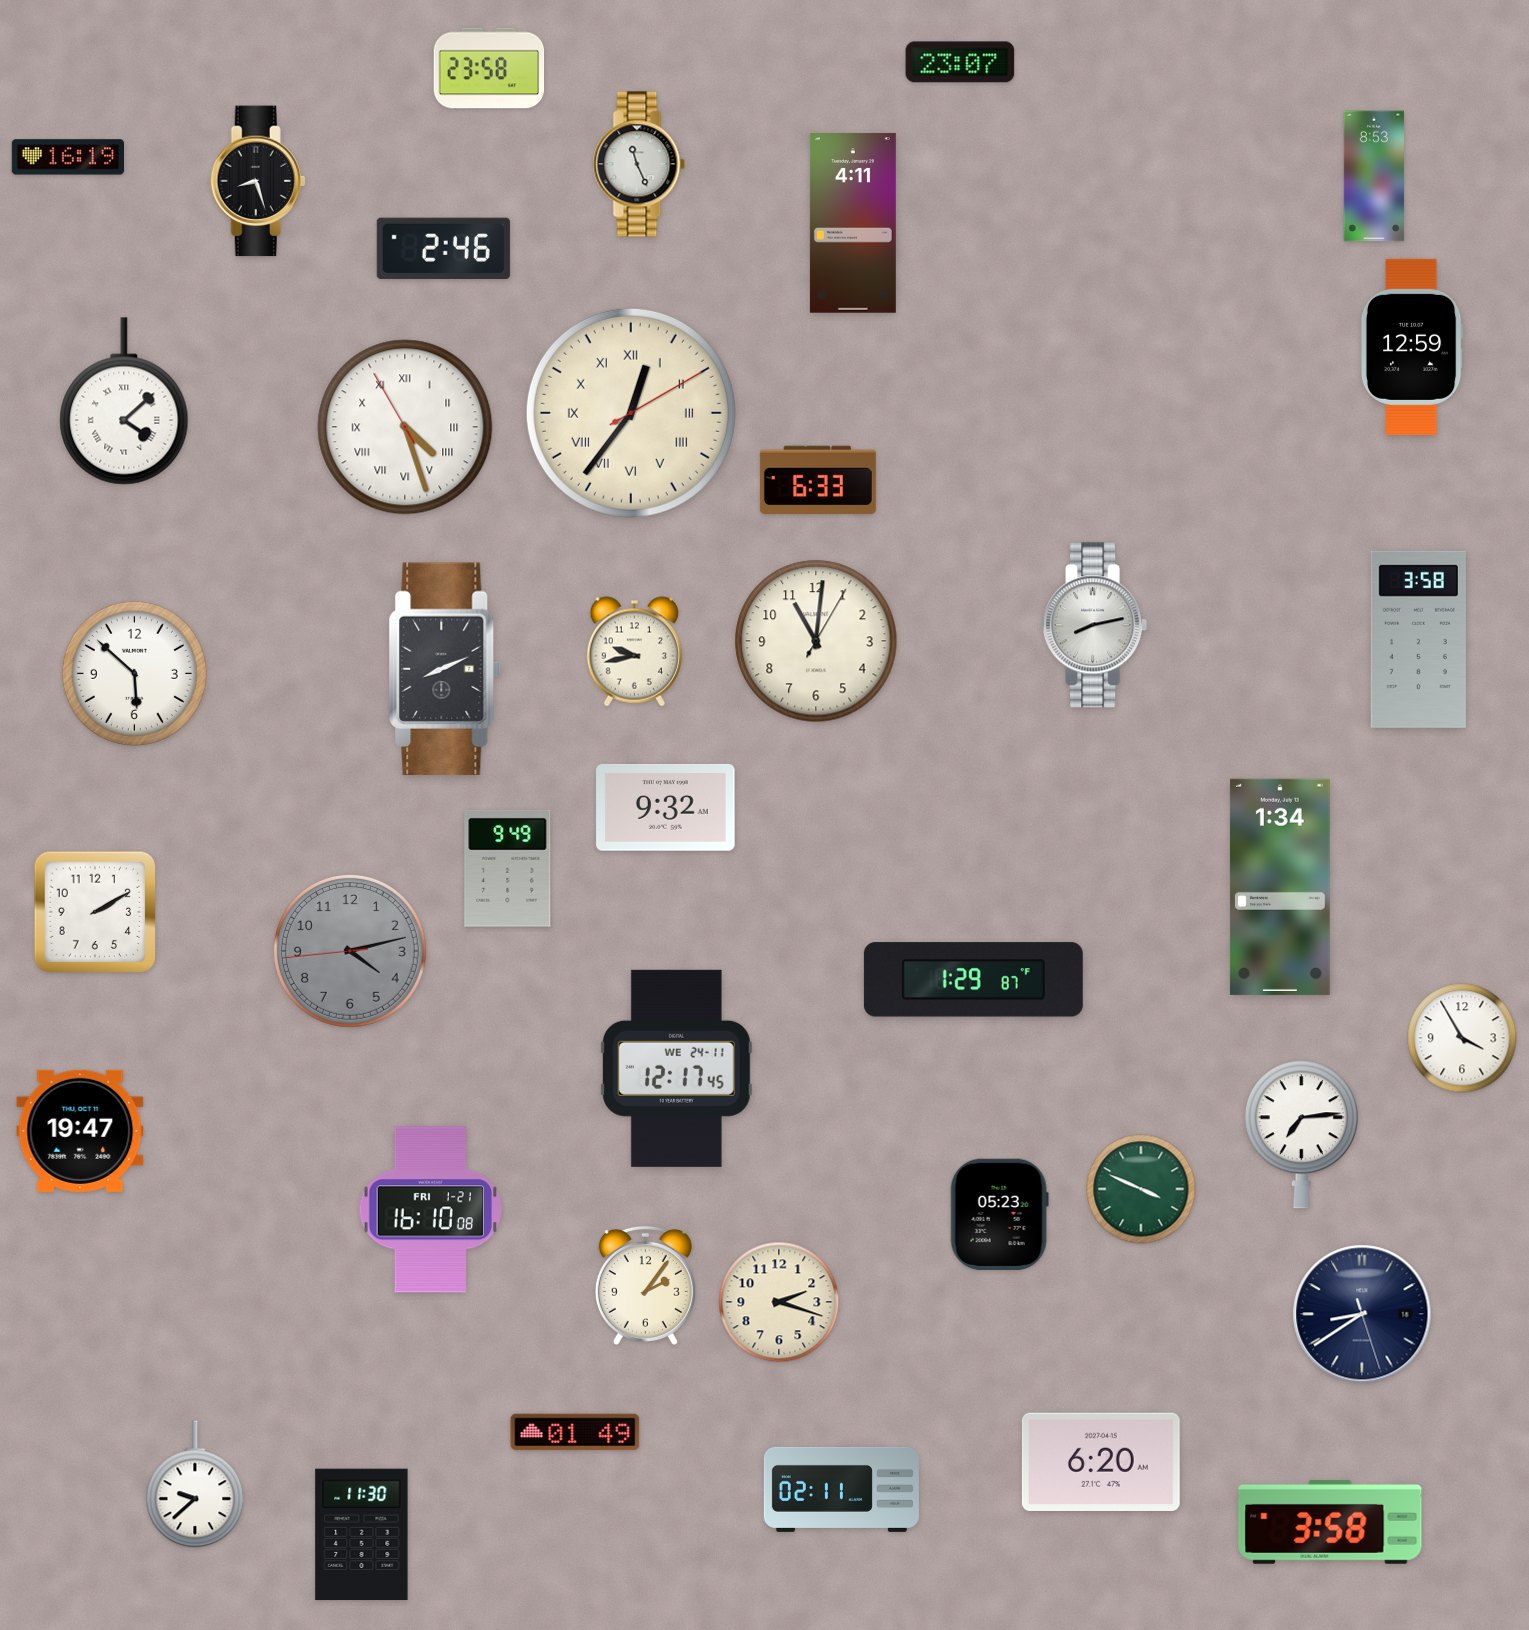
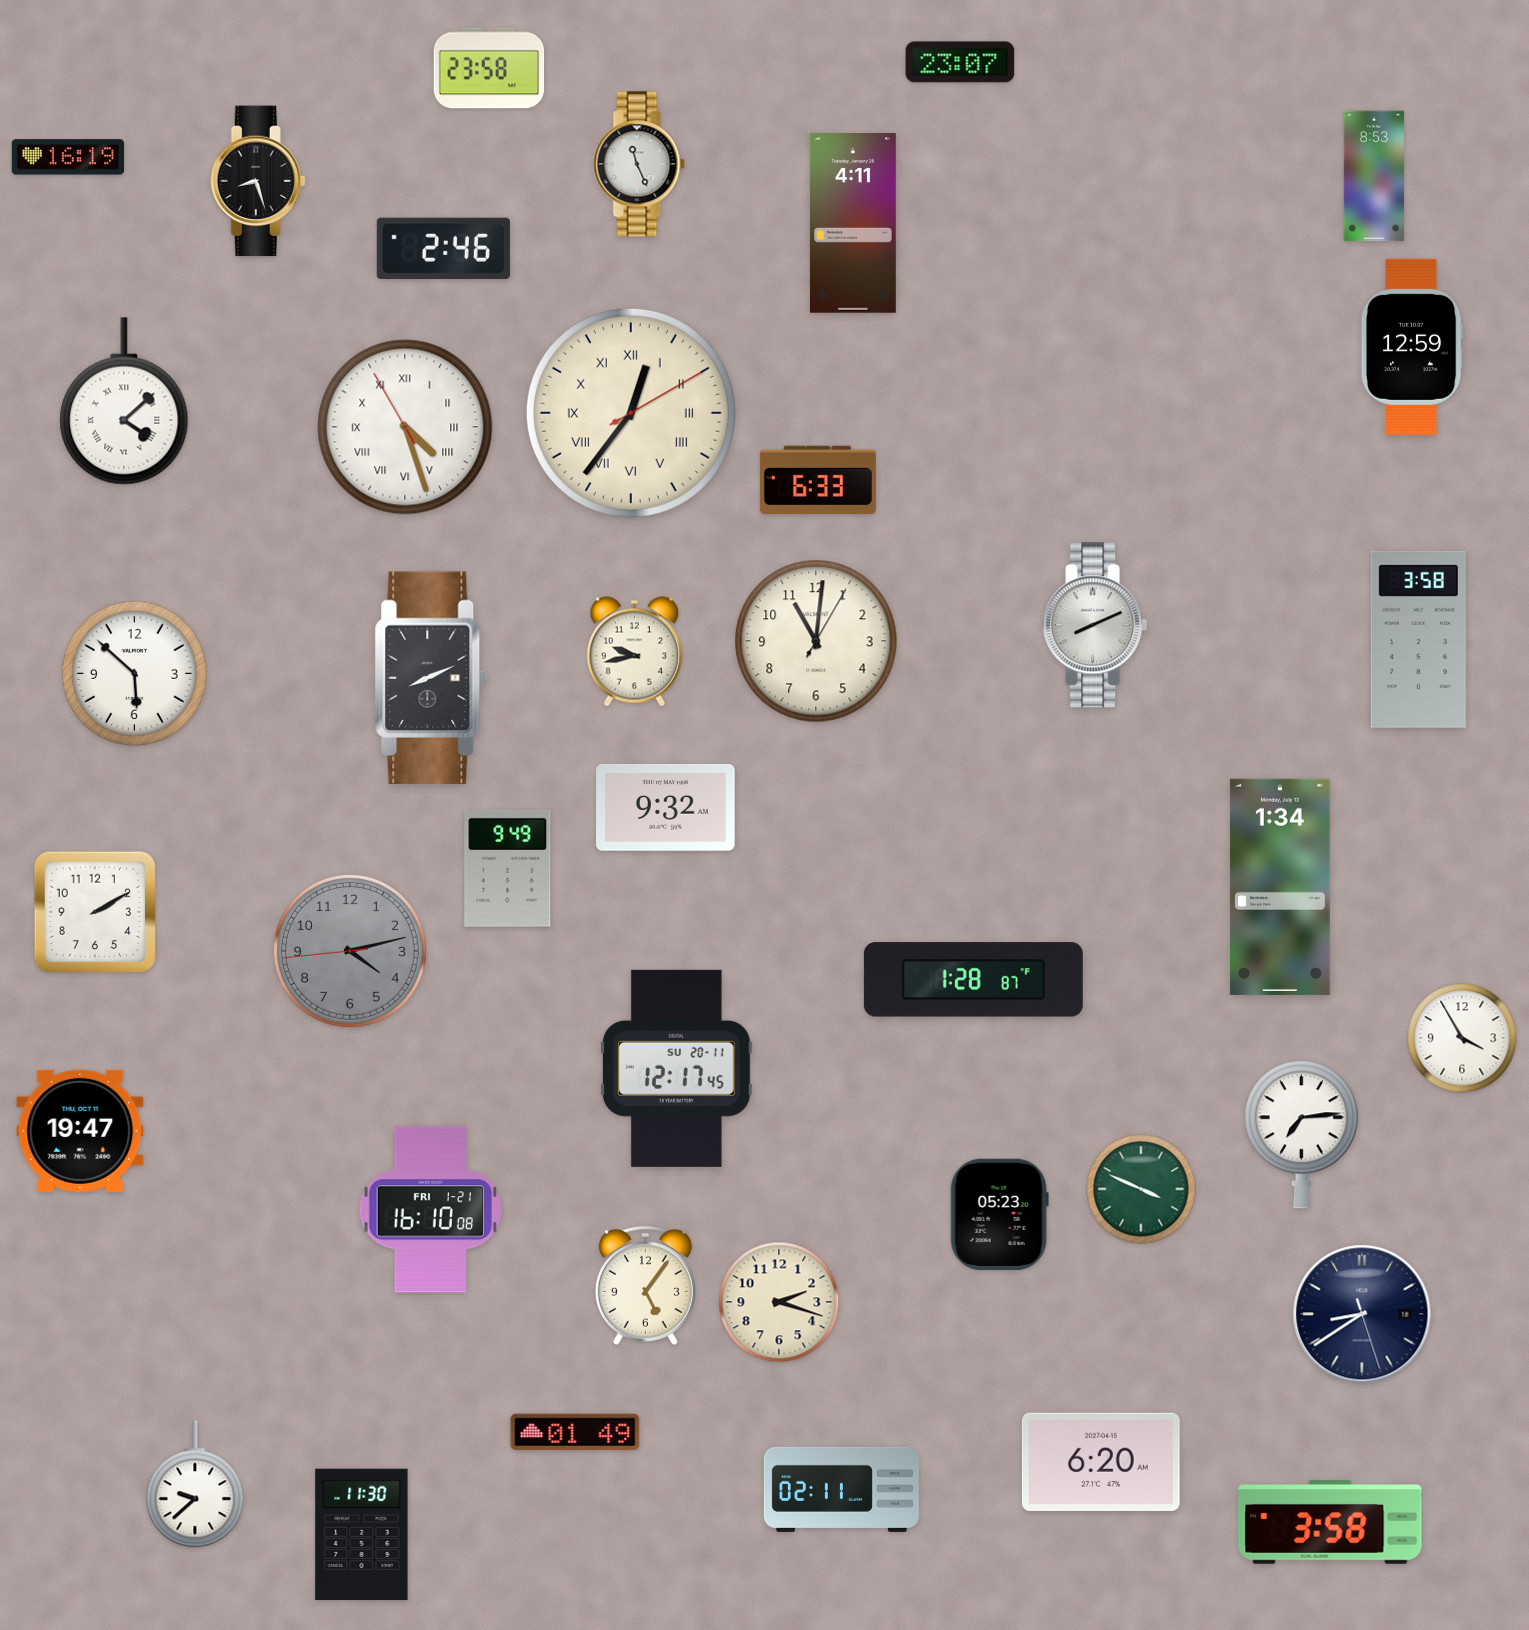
clock at (1095, 625): 8:13 -> 8:11
clock at (445, 669) position: (445, 669) -> (431, 678)
clock at (973, 980): 1:29 -> 1:28
clock at (676, 1068) date: WE 24-11 -> SU 20-11
clock at (645, 1285): 2:06 -> 5:06
